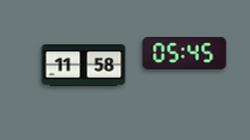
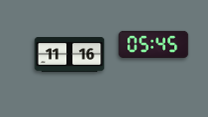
clock at (84, 66): 11:58 -> 11:16
